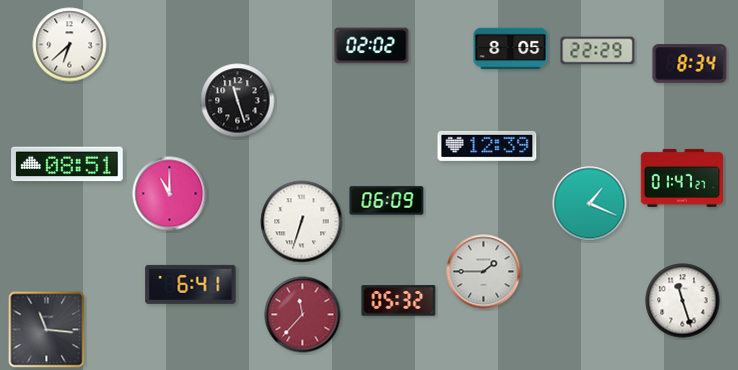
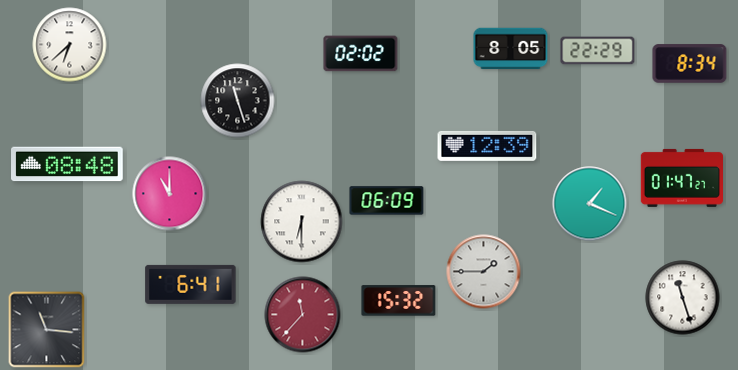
clock at (372, 46) position: (372, 46) -> (361, 54)
clock at (68, 164): 08:51 -> 08:48
clock at (302, 222): 6:33 -> 6:30
clock at (399, 301): 05:32 -> 15:32
clock at (683, 301) position: (683, 301) -> (683, 298)
